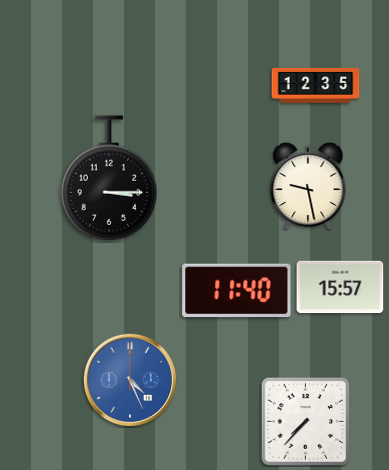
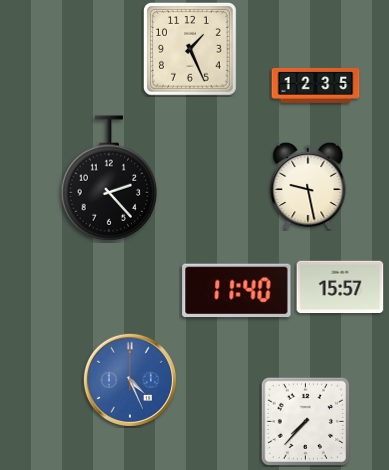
clock at (191, 50): none -> 1:26
clock at (109, 178): 3:15 -> 2:23
